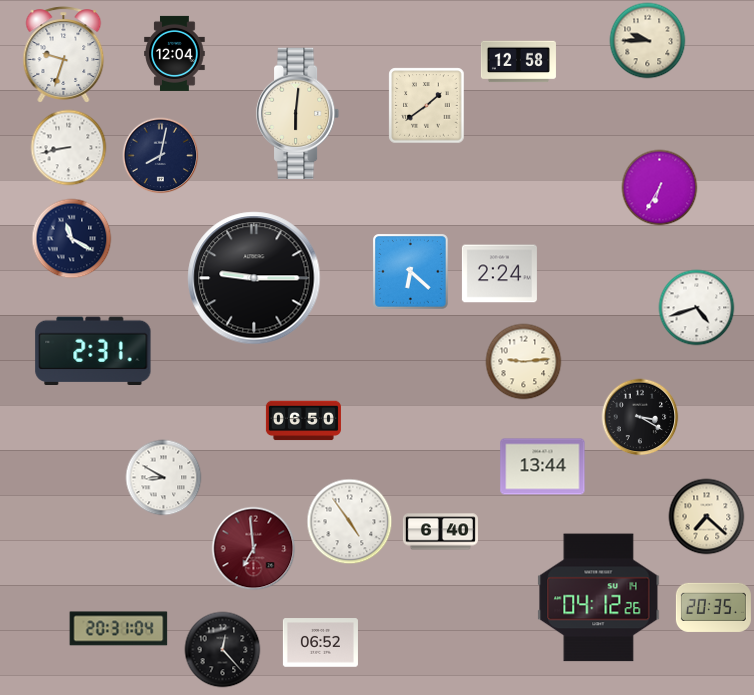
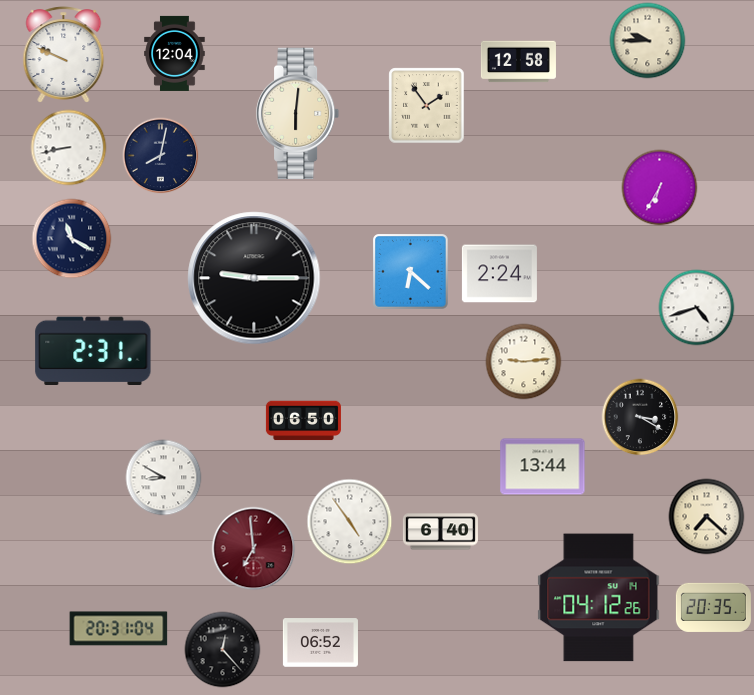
clock at (64, 55): 9:33 -> 9:49
clock at (427, 106): 1:39 -> 1:54
